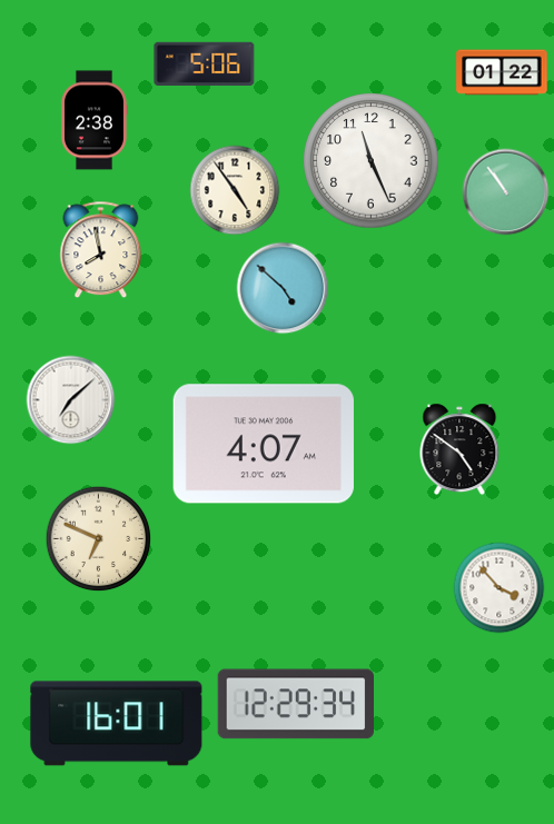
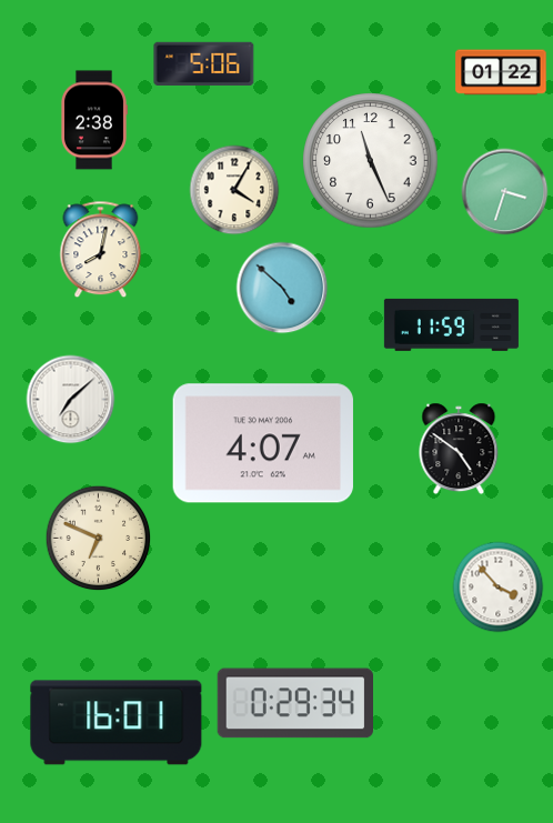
clock at (235, 190): 4:54 -> 4:05
clock at (506, 192): 10:54 -> 3:33
clock at (101, 250): 7:58 -> 8:02
clock at (451, 324): none -> 11:59
clock at (295, 704): 12:29 -> 0:29
